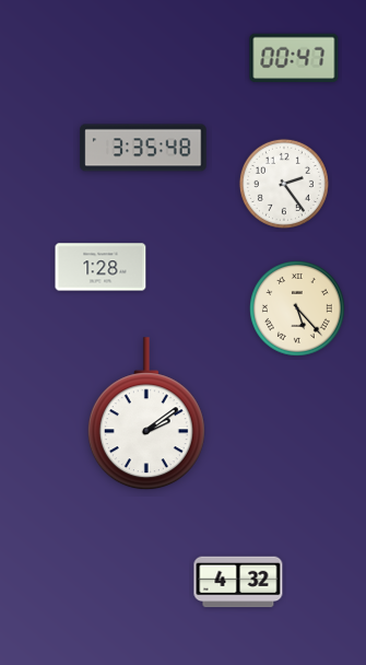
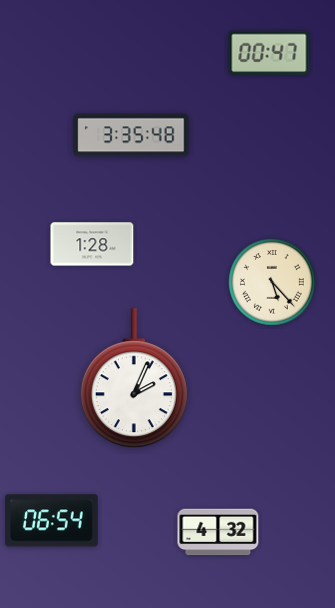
clock at (284, 184): 2:24 -> none
clock at (146, 415): 2:09 -> 2:04
clock at (51, 521): none -> 06:54
